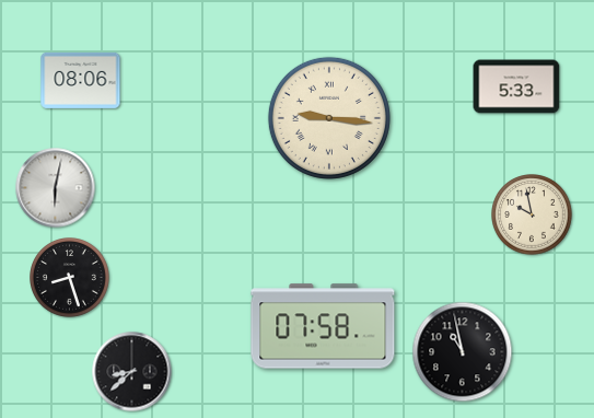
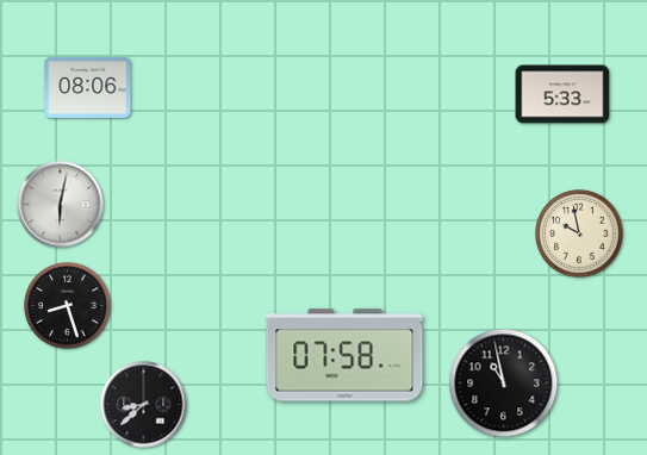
clock at (329, 118): 9:16 -> none
clock at (70, 278) position: (70, 278) -> (68, 306)
clock at (323, 326) position: (323, 326) -> (344, 355)
